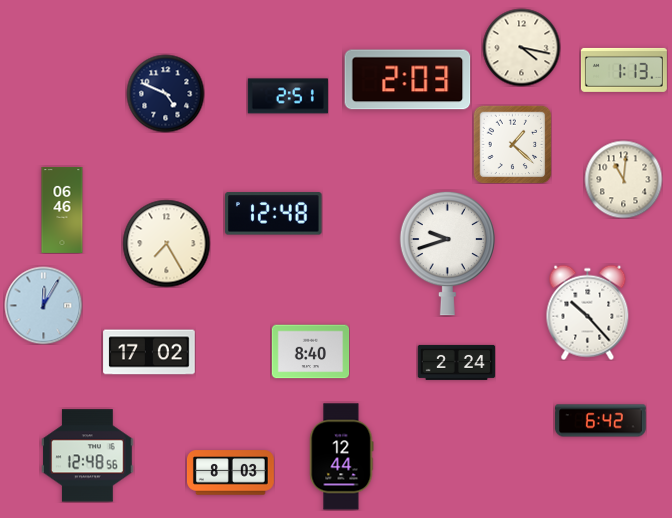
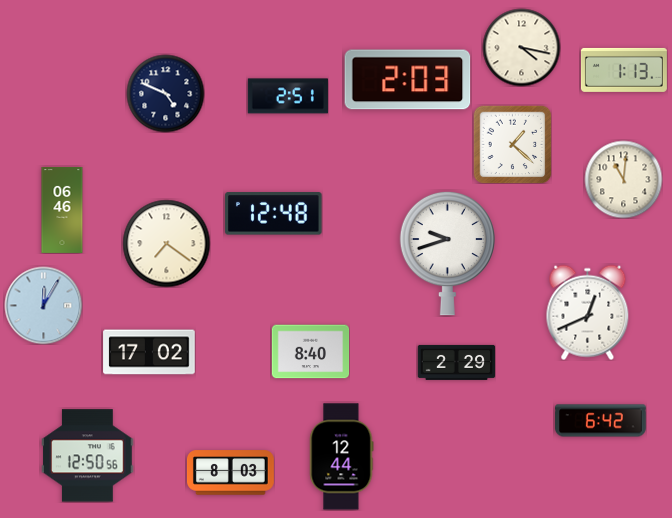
clock at (166, 243): 7:25 -> 7:21
clock at (588, 312): 10:23 -> 12:41
clock at (456, 362): 2:24 -> 2:29
clock at (88, 456): 12:48 -> 12:50
